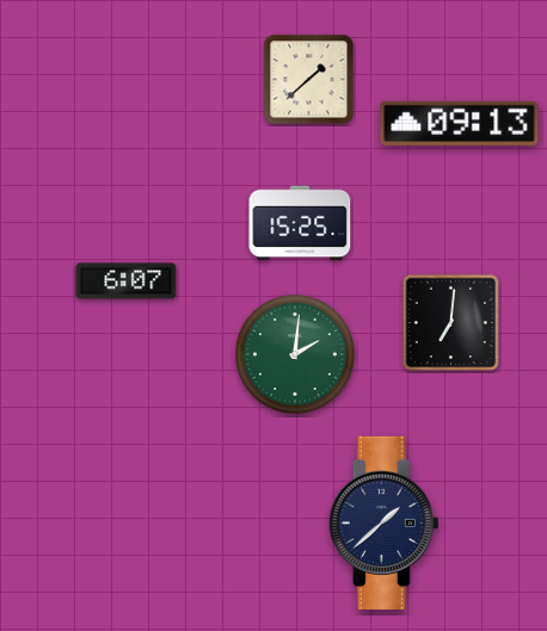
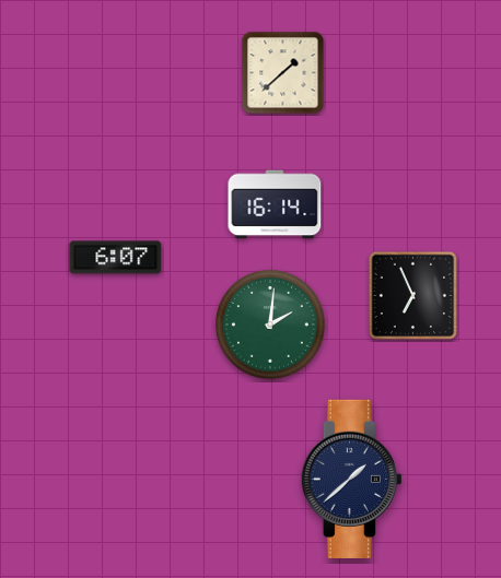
clock at (460, 123): 09:13 -> none
clock at (300, 223): 15:25 -> 16:14
clock at (450, 322): 7:01 -> 6:56
